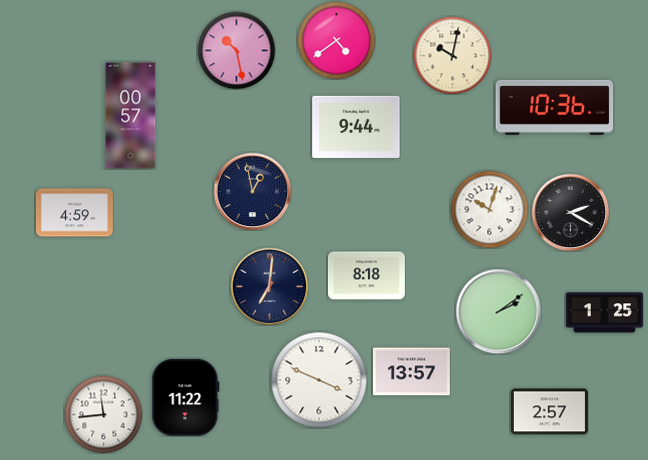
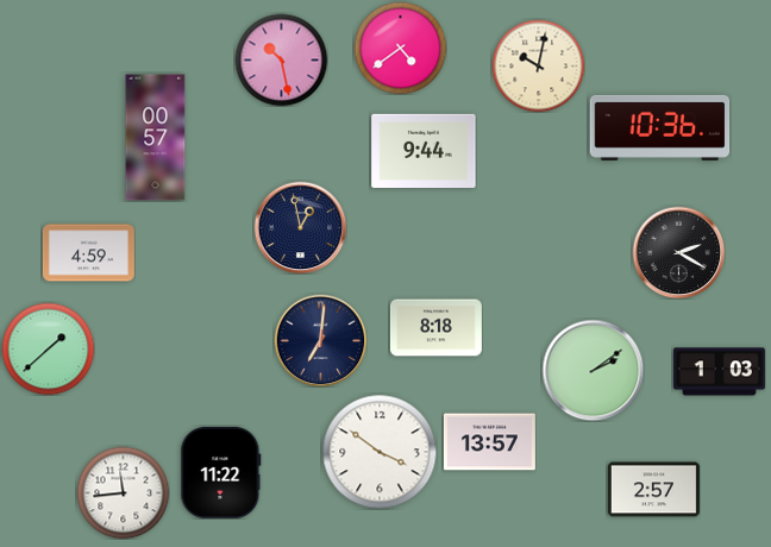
clock at (489, 209): 10:03 -> none
clock at (48, 348): none -> 1:38
clock at (604, 313): 1:25 -> 1:03
clock at (319, 380): 3:49 -> 3:51
